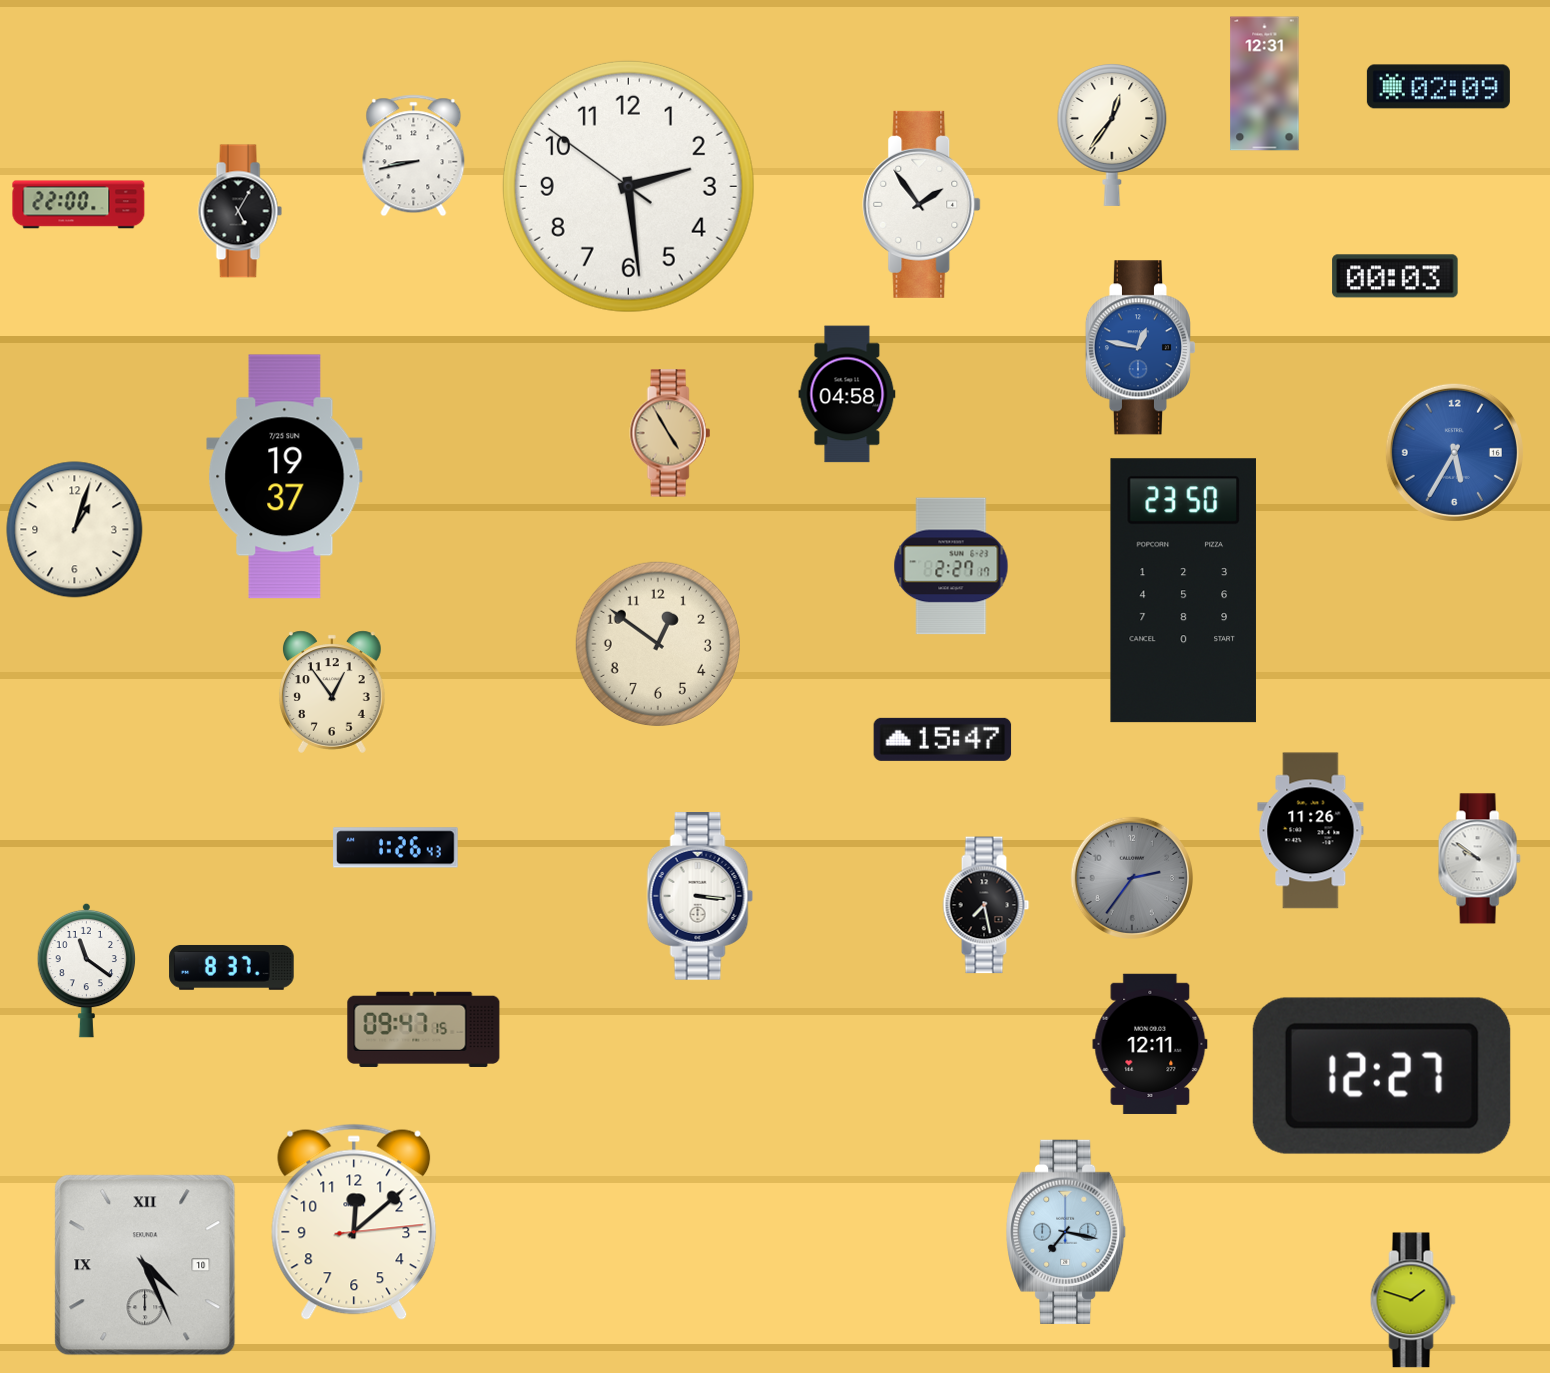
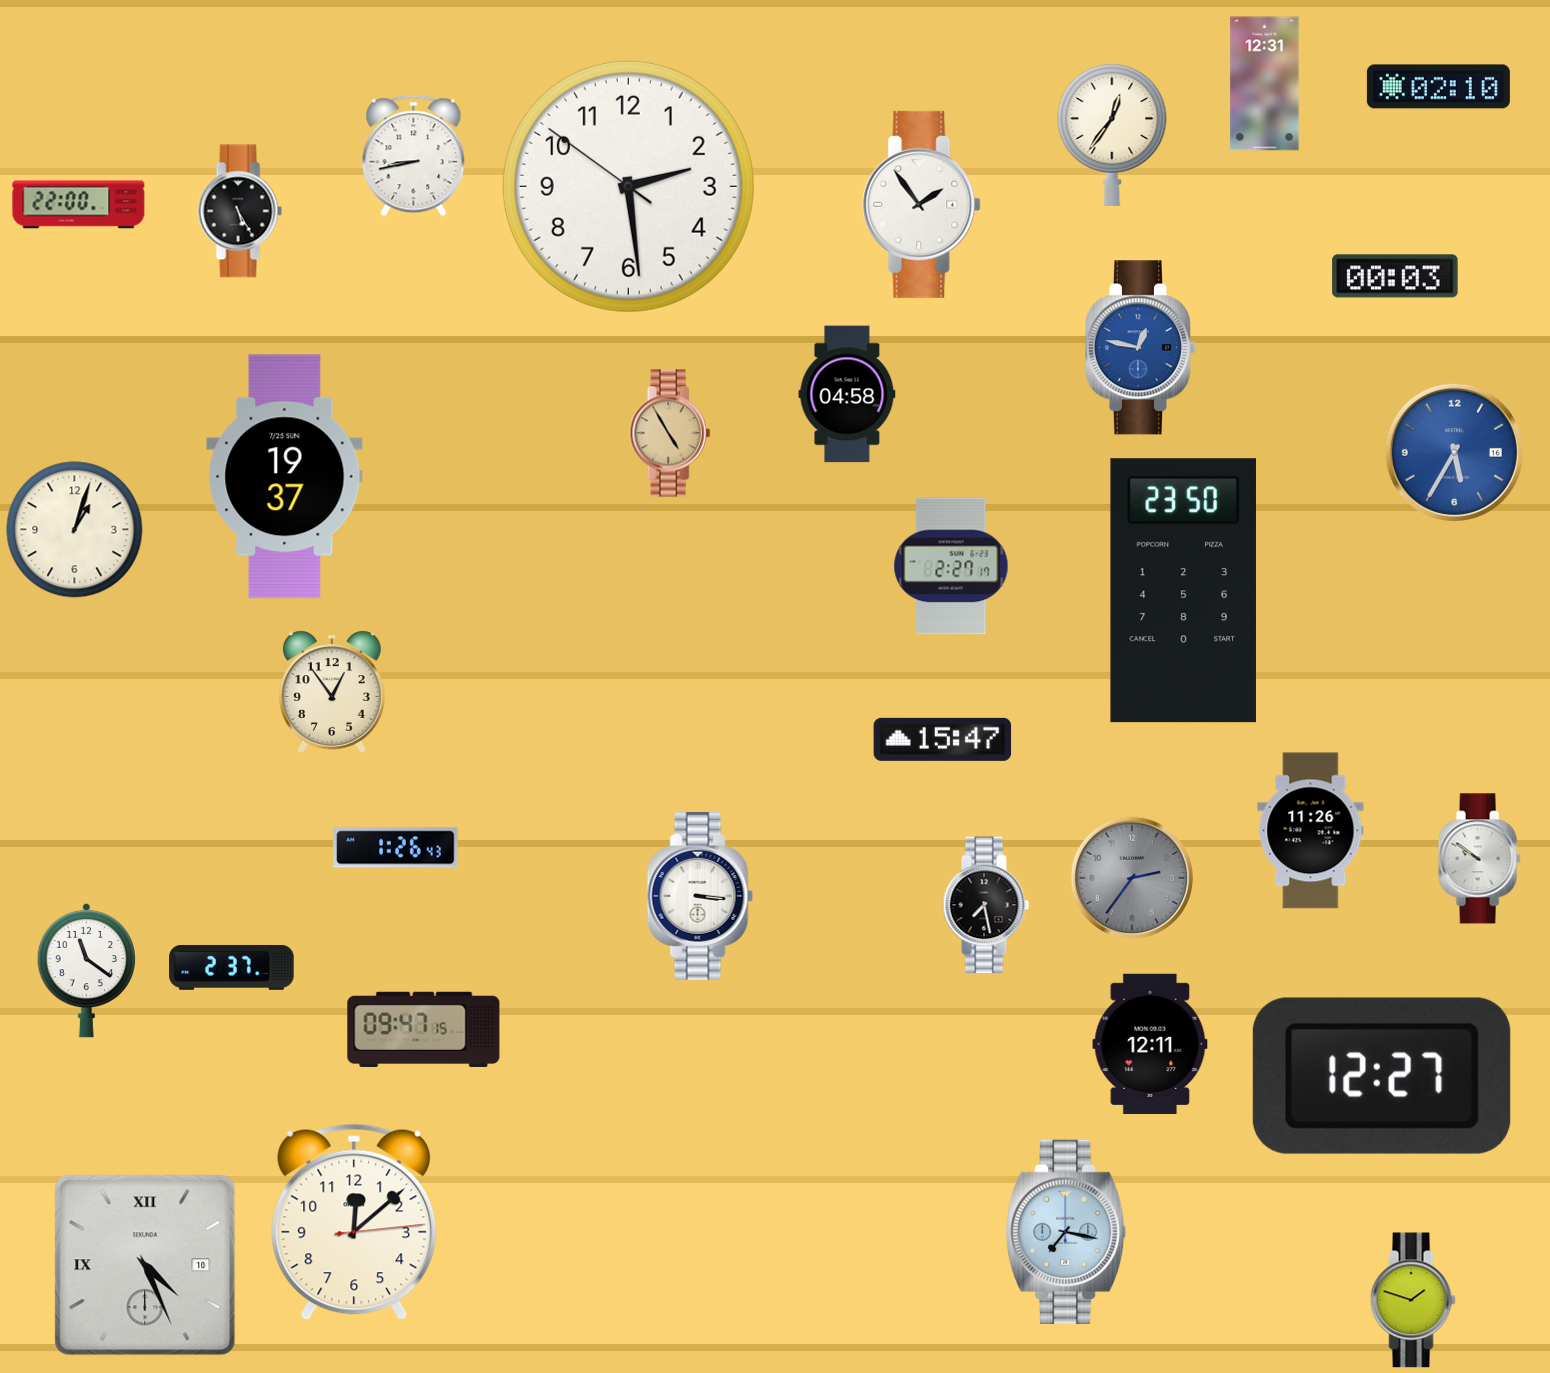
clock at (1438, 87): 02:09 -> 02:10
clock at (240, 211): 5:05 -> 5:25
clock at (658, 644): 12:51 -> none
clock at (232, 967): 8:37 -> 2:37
